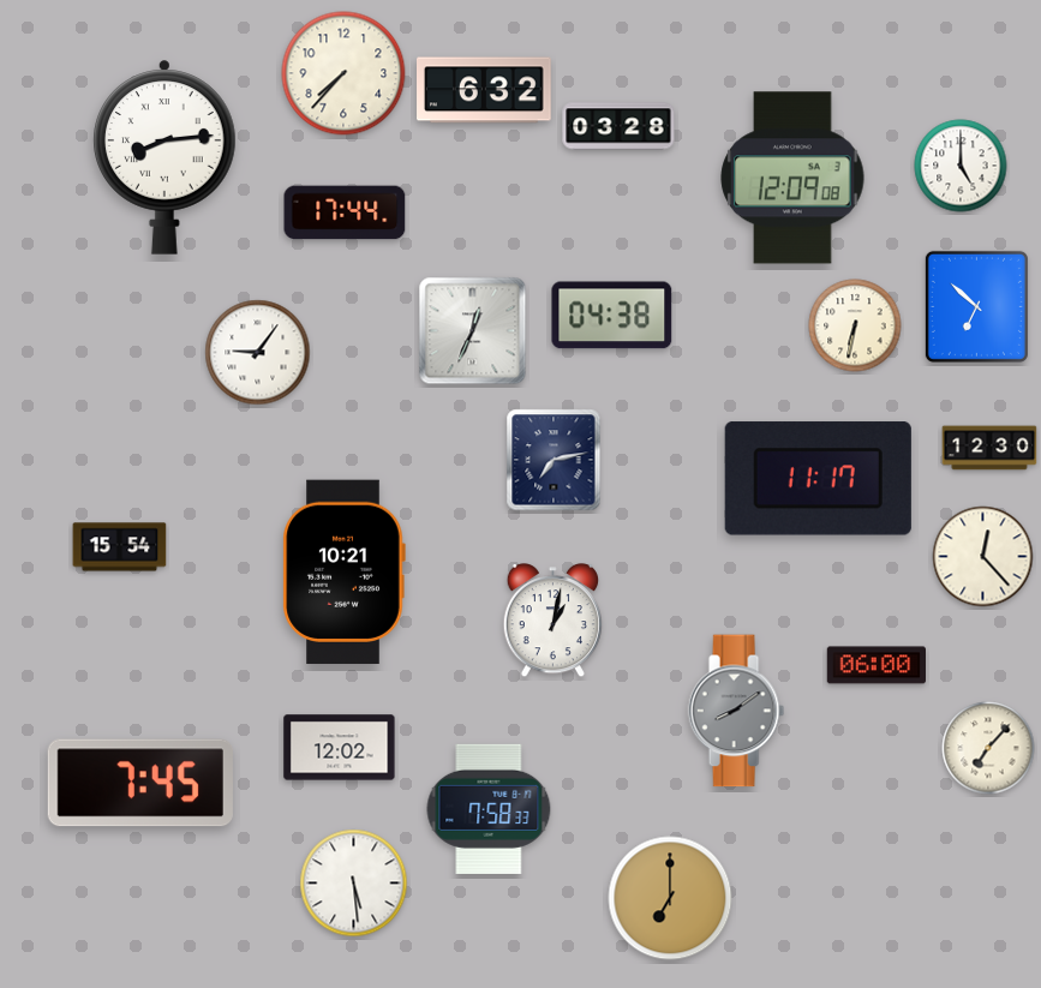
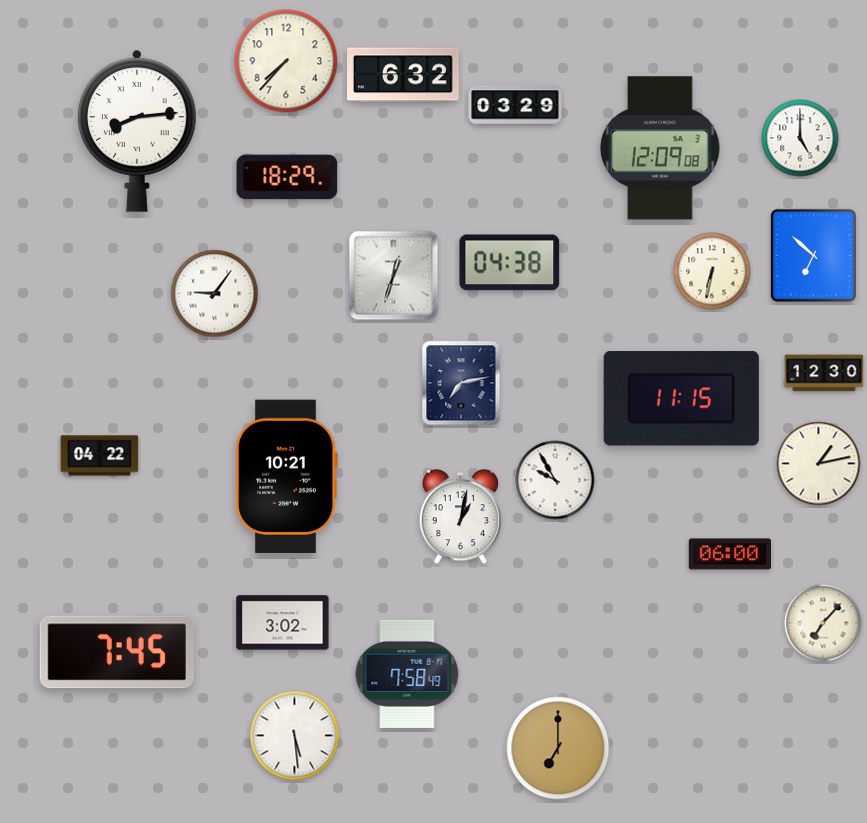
clock at (618, 126): 03:28 -> 03:29
clock at (345, 212): 17:44 -> 18:29
clock at (473, 331): 12:34 -> 12:33
clock at (818, 479): 11:17 -> 11:15
clock at (120, 547): 15:54 -> 04:22
clock at (983, 557): 12:23 -> 1:13
clock at (555, 480): none -> 9:55
clock at (736, 711): 8:09 -> none
clock at (340, 748): 12:02 -> 3:02
clock at (489, 809): 7:58:33 -> 7:58:49
